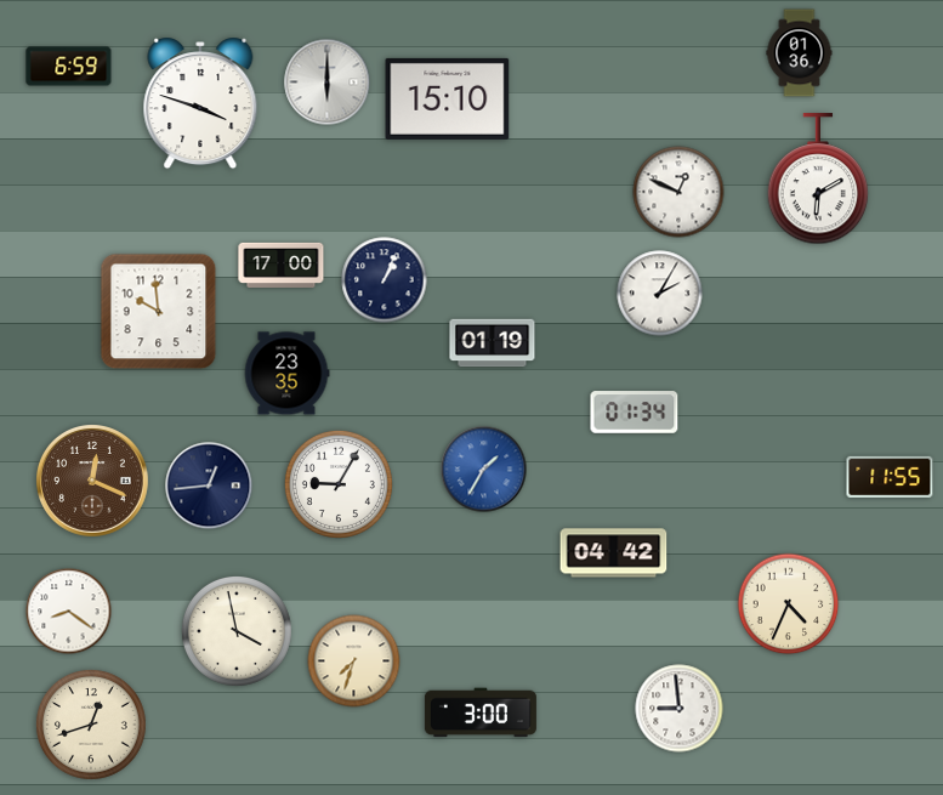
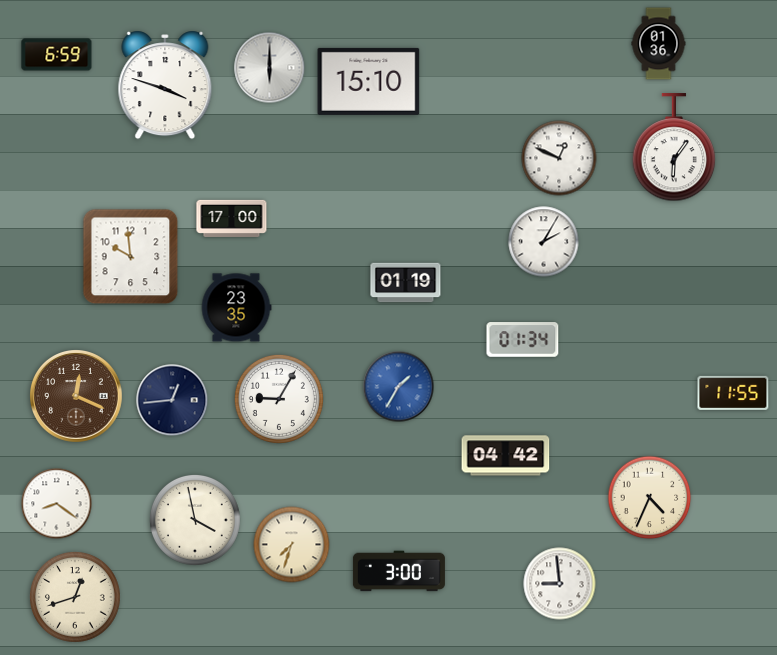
clock at (818, 180): 6:10 -> 6:06
clock at (385, 280): 1:04 -> none
clock at (481, 712) position: (481, 712) -> (399, 571)
